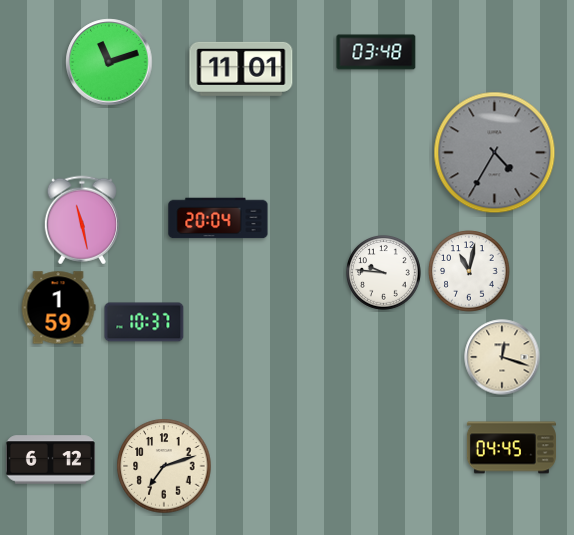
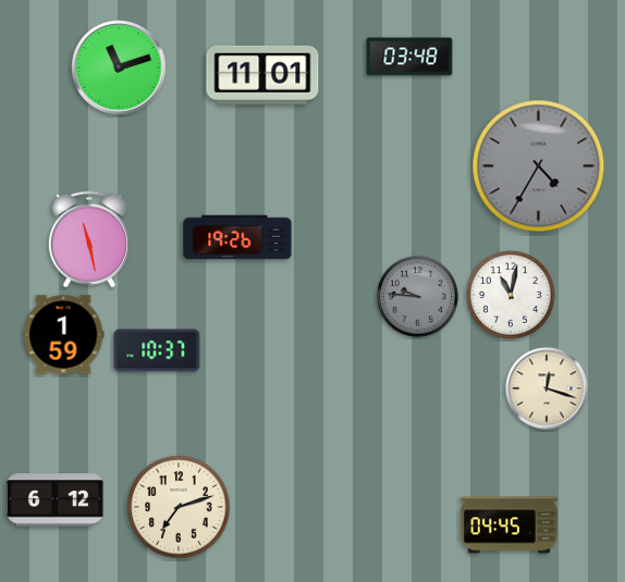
clock at (218, 218): 20:04 -> 19:26
clock at (384, 273) dial: white -> grey
clock at (511, 448) position: (511, 448) -> (508, 525)
